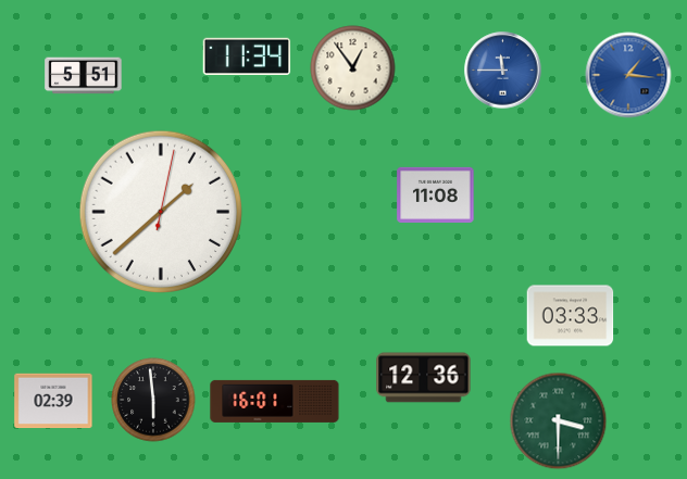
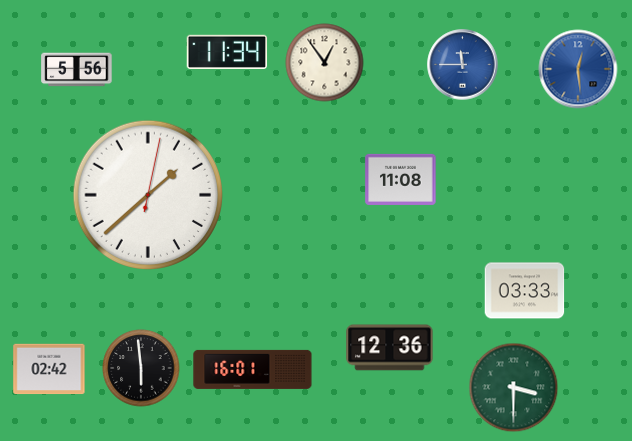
clock at (628, 75): 1:16 -> 12:29
clock at (84, 76): 5:51 -> 5:56
clock at (53, 401): 02:39 -> 02:42
